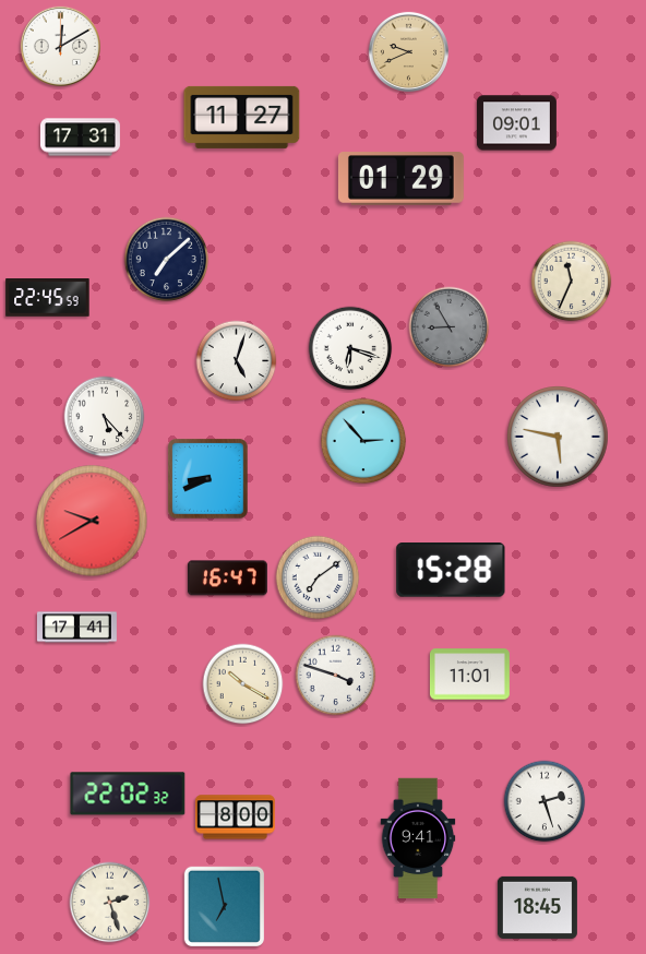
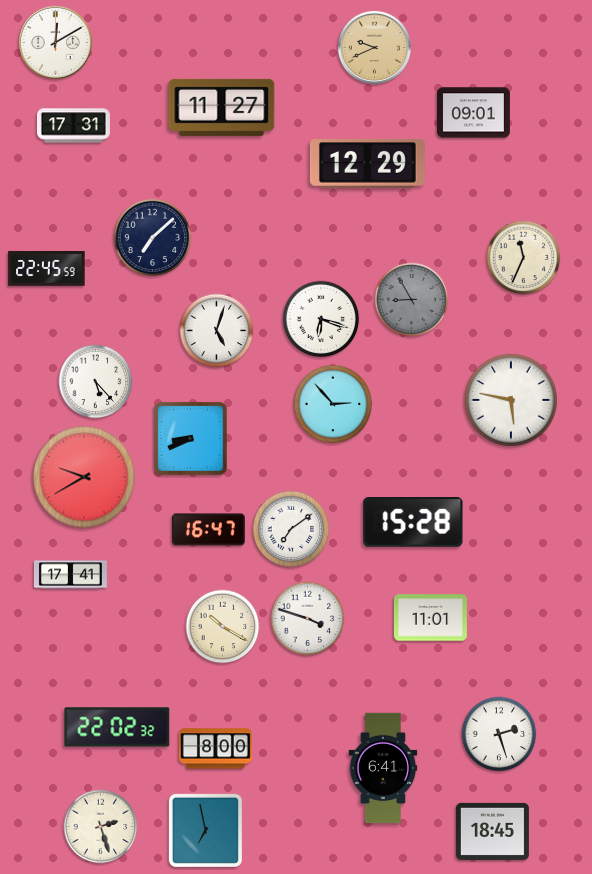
clock at (400, 179): 01:29 -> 12:29
clock at (48, 298) position: (48, 298) -> (47, 269)
clock at (418, 838): 9:41 -> 6:41
